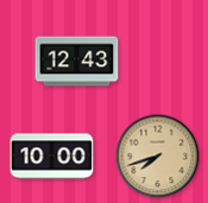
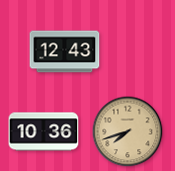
clock at (52, 157): 10:00 -> 10:36
clock at (158, 157) position: (158, 157) -> (128, 132)
